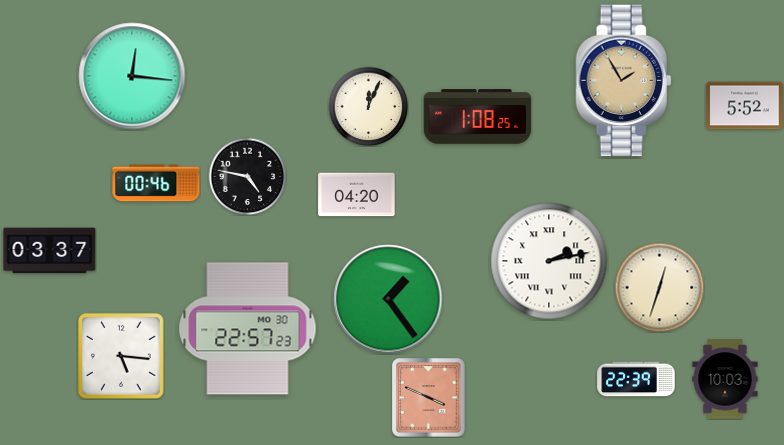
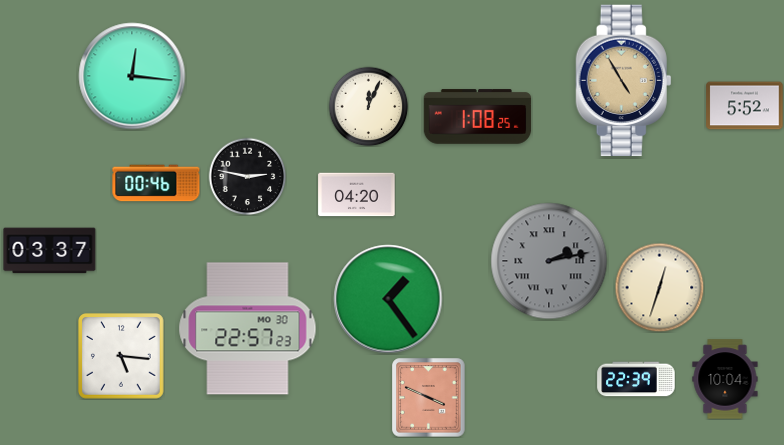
clock at (624, 81): 1:55 -> 4:55
clock at (247, 176): 4:47 -> 2:47
clock at (549, 261) dial: white -> grey
clock at (725, 379): 10:03 -> 10:04
